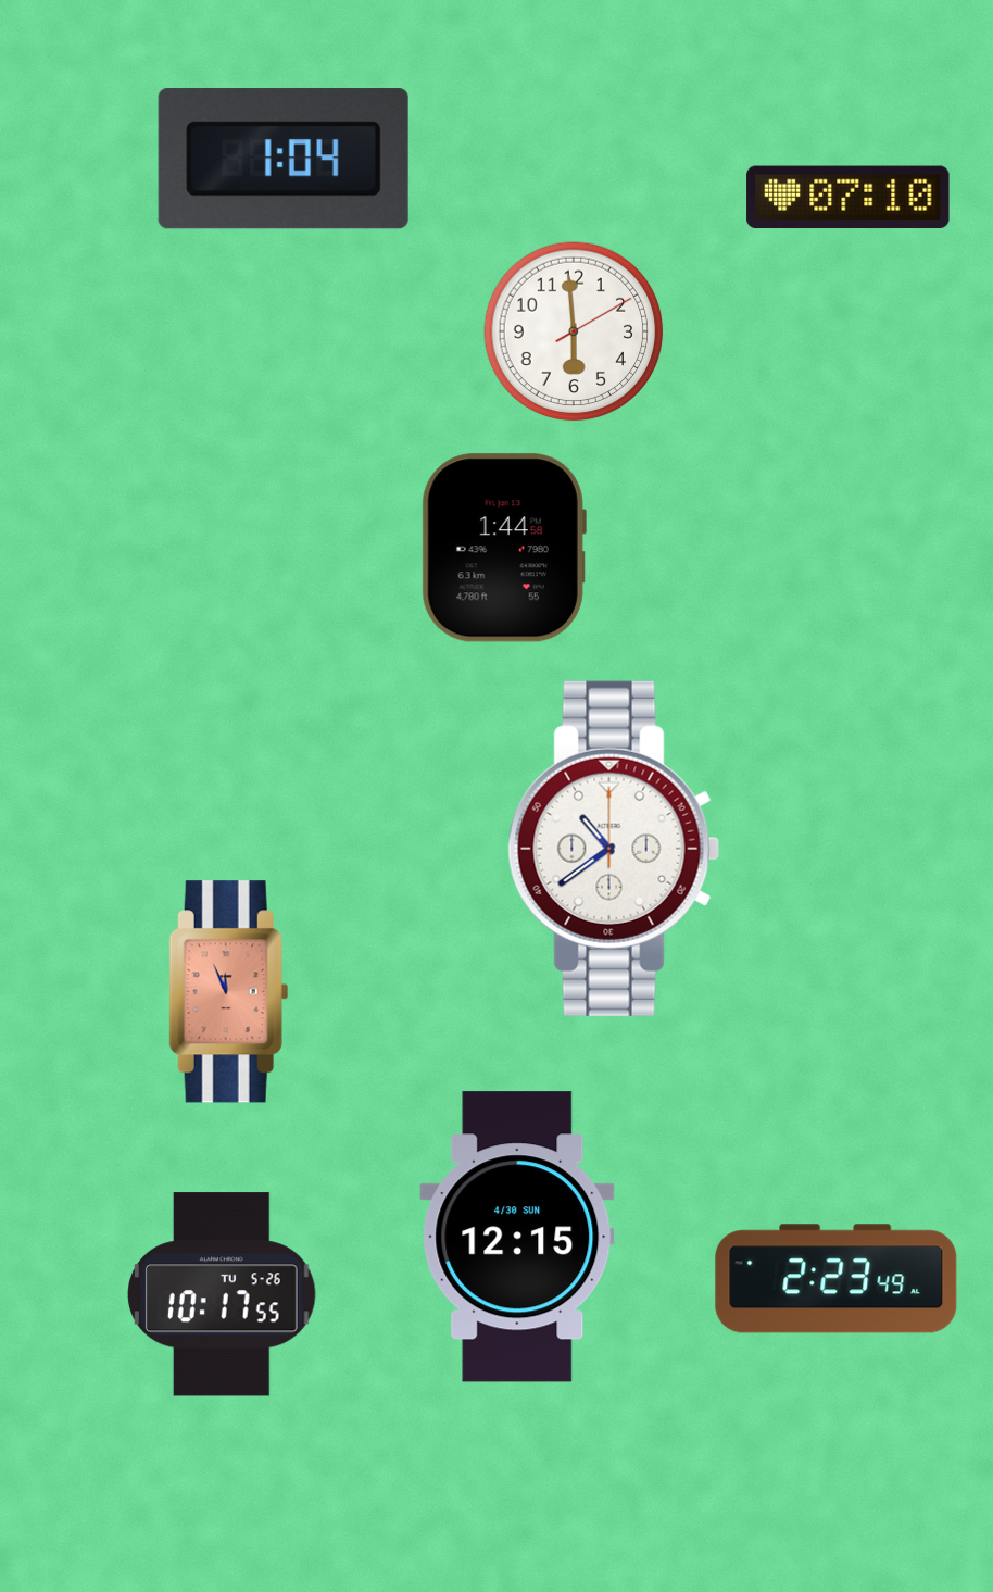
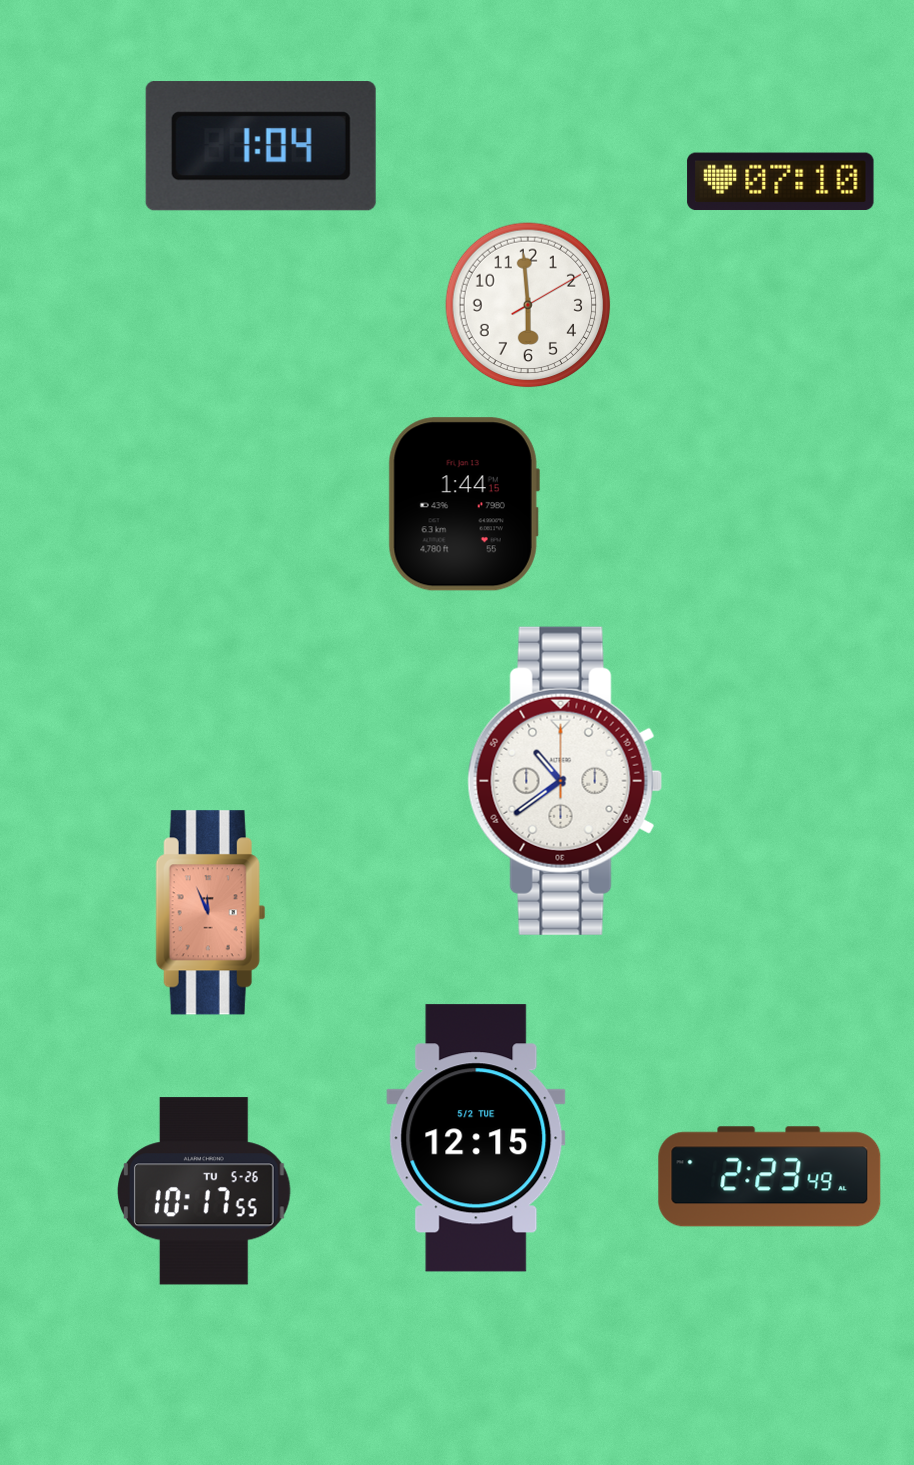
clock at (504, 548): 1:44:58 -> 1:44:15
clock at (517, 1237) date: 4/30 SUN -> 5/2 TUE
